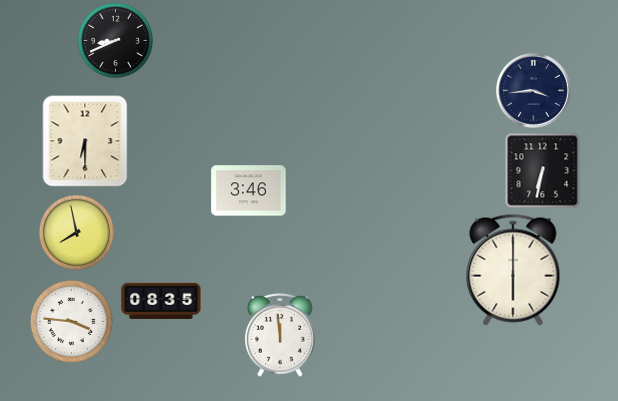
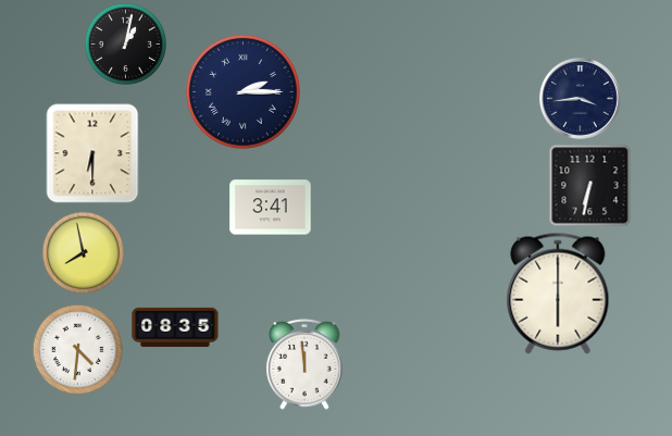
clock at (116, 41): 8:41 -> 1:02
clock at (242, 91): none -> 2:15
clock at (249, 191): 3:46 -> 3:41
clock at (71, 321): 3:46 -> 4:31
